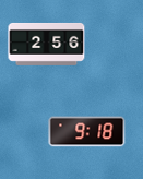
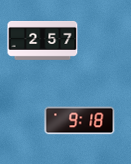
clock at (47, 44): 2:56 -> 2:57
